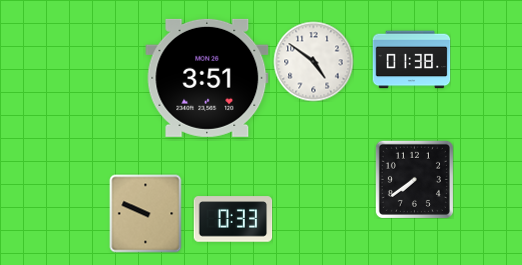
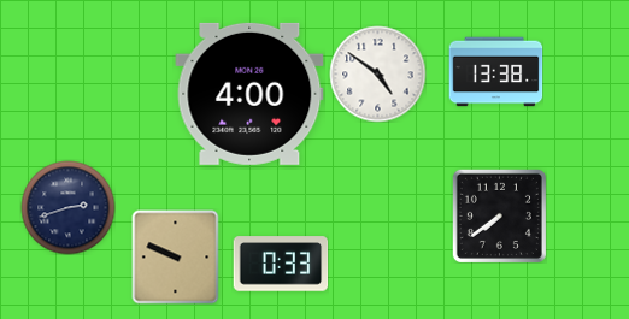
clock at (411, 60): 01:38 -> 13:38
clock at (207, 78): 3:51 -> 4:00
clock at (67, 207): none -> 2:42
